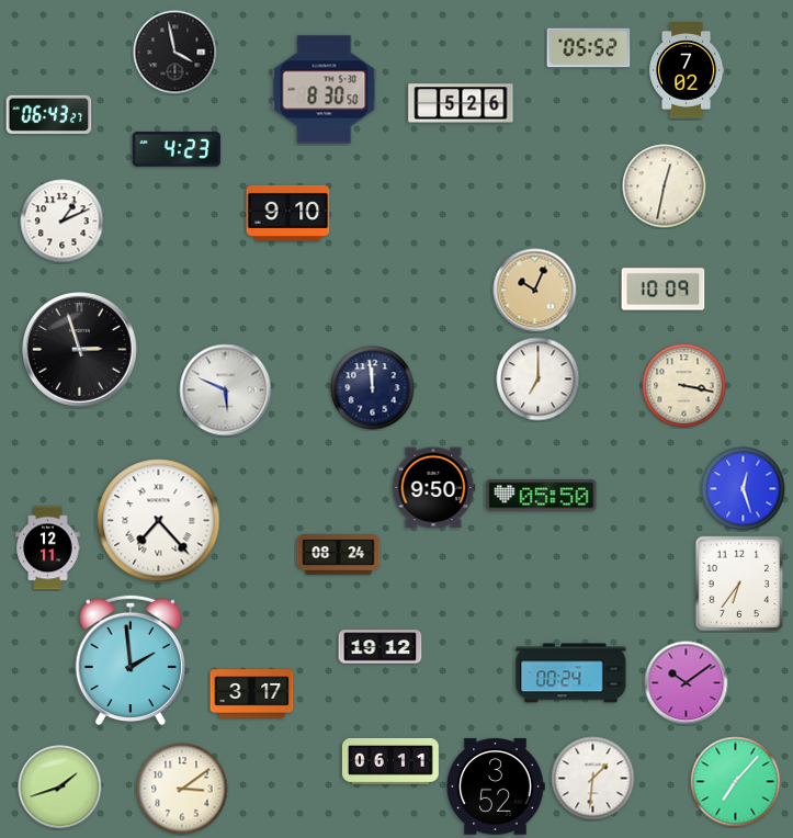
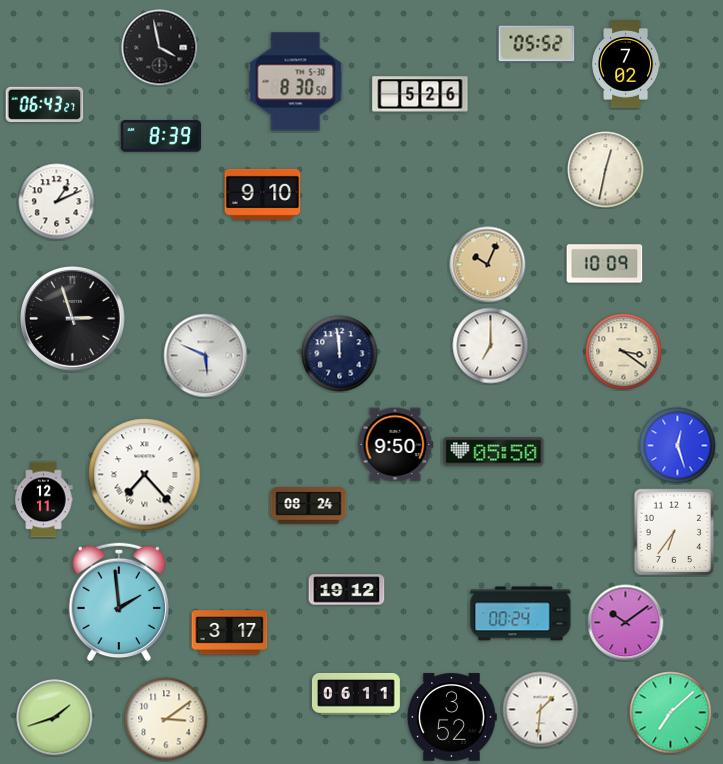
clock at (177, 149): 4:23 -> 8:39
clock at (684, 386): 3:17 -> 3:21
clock at (736, 782): 7:07 -> 7:08
